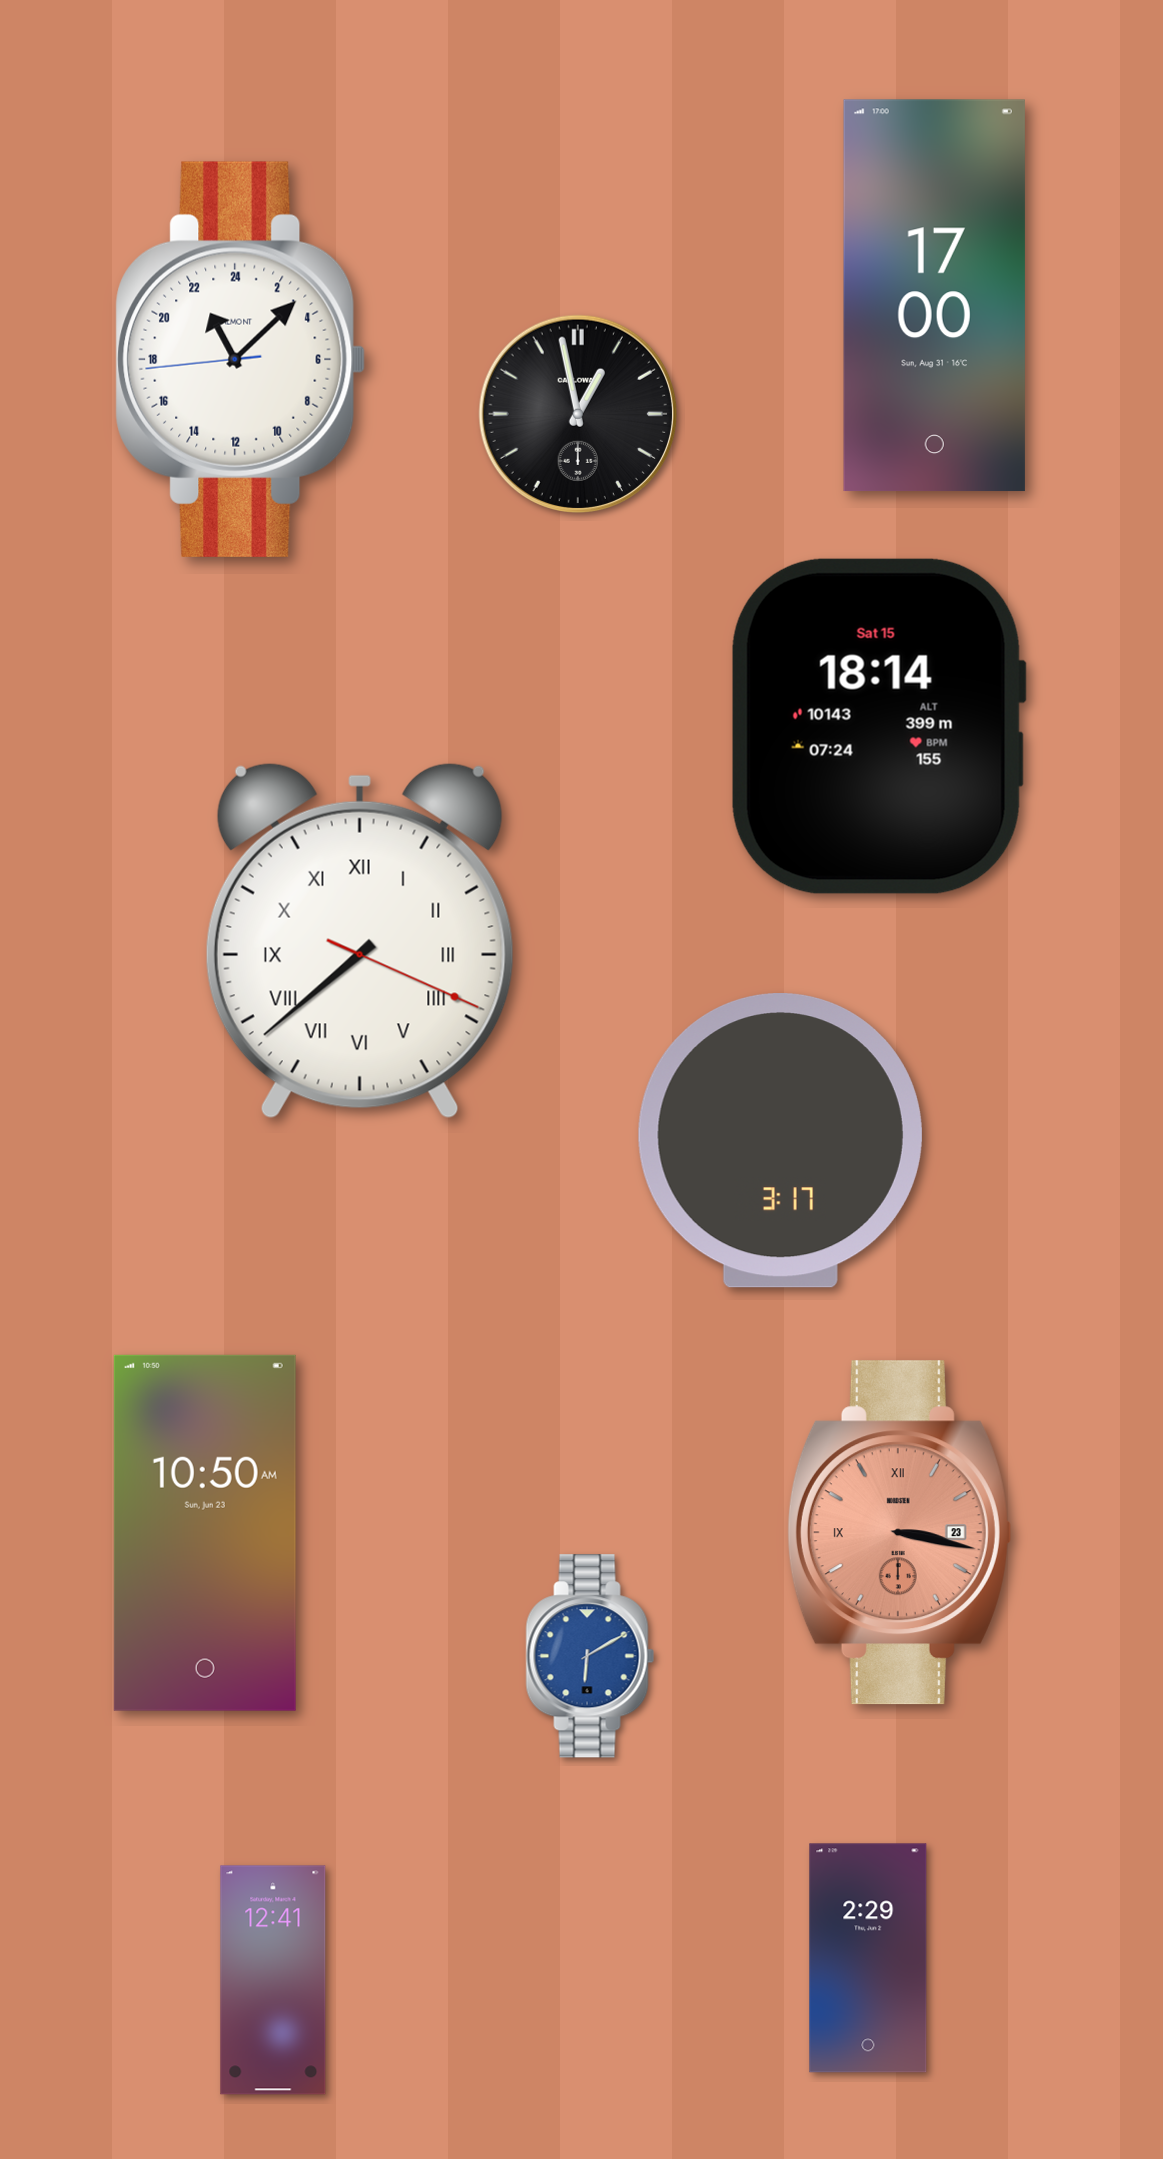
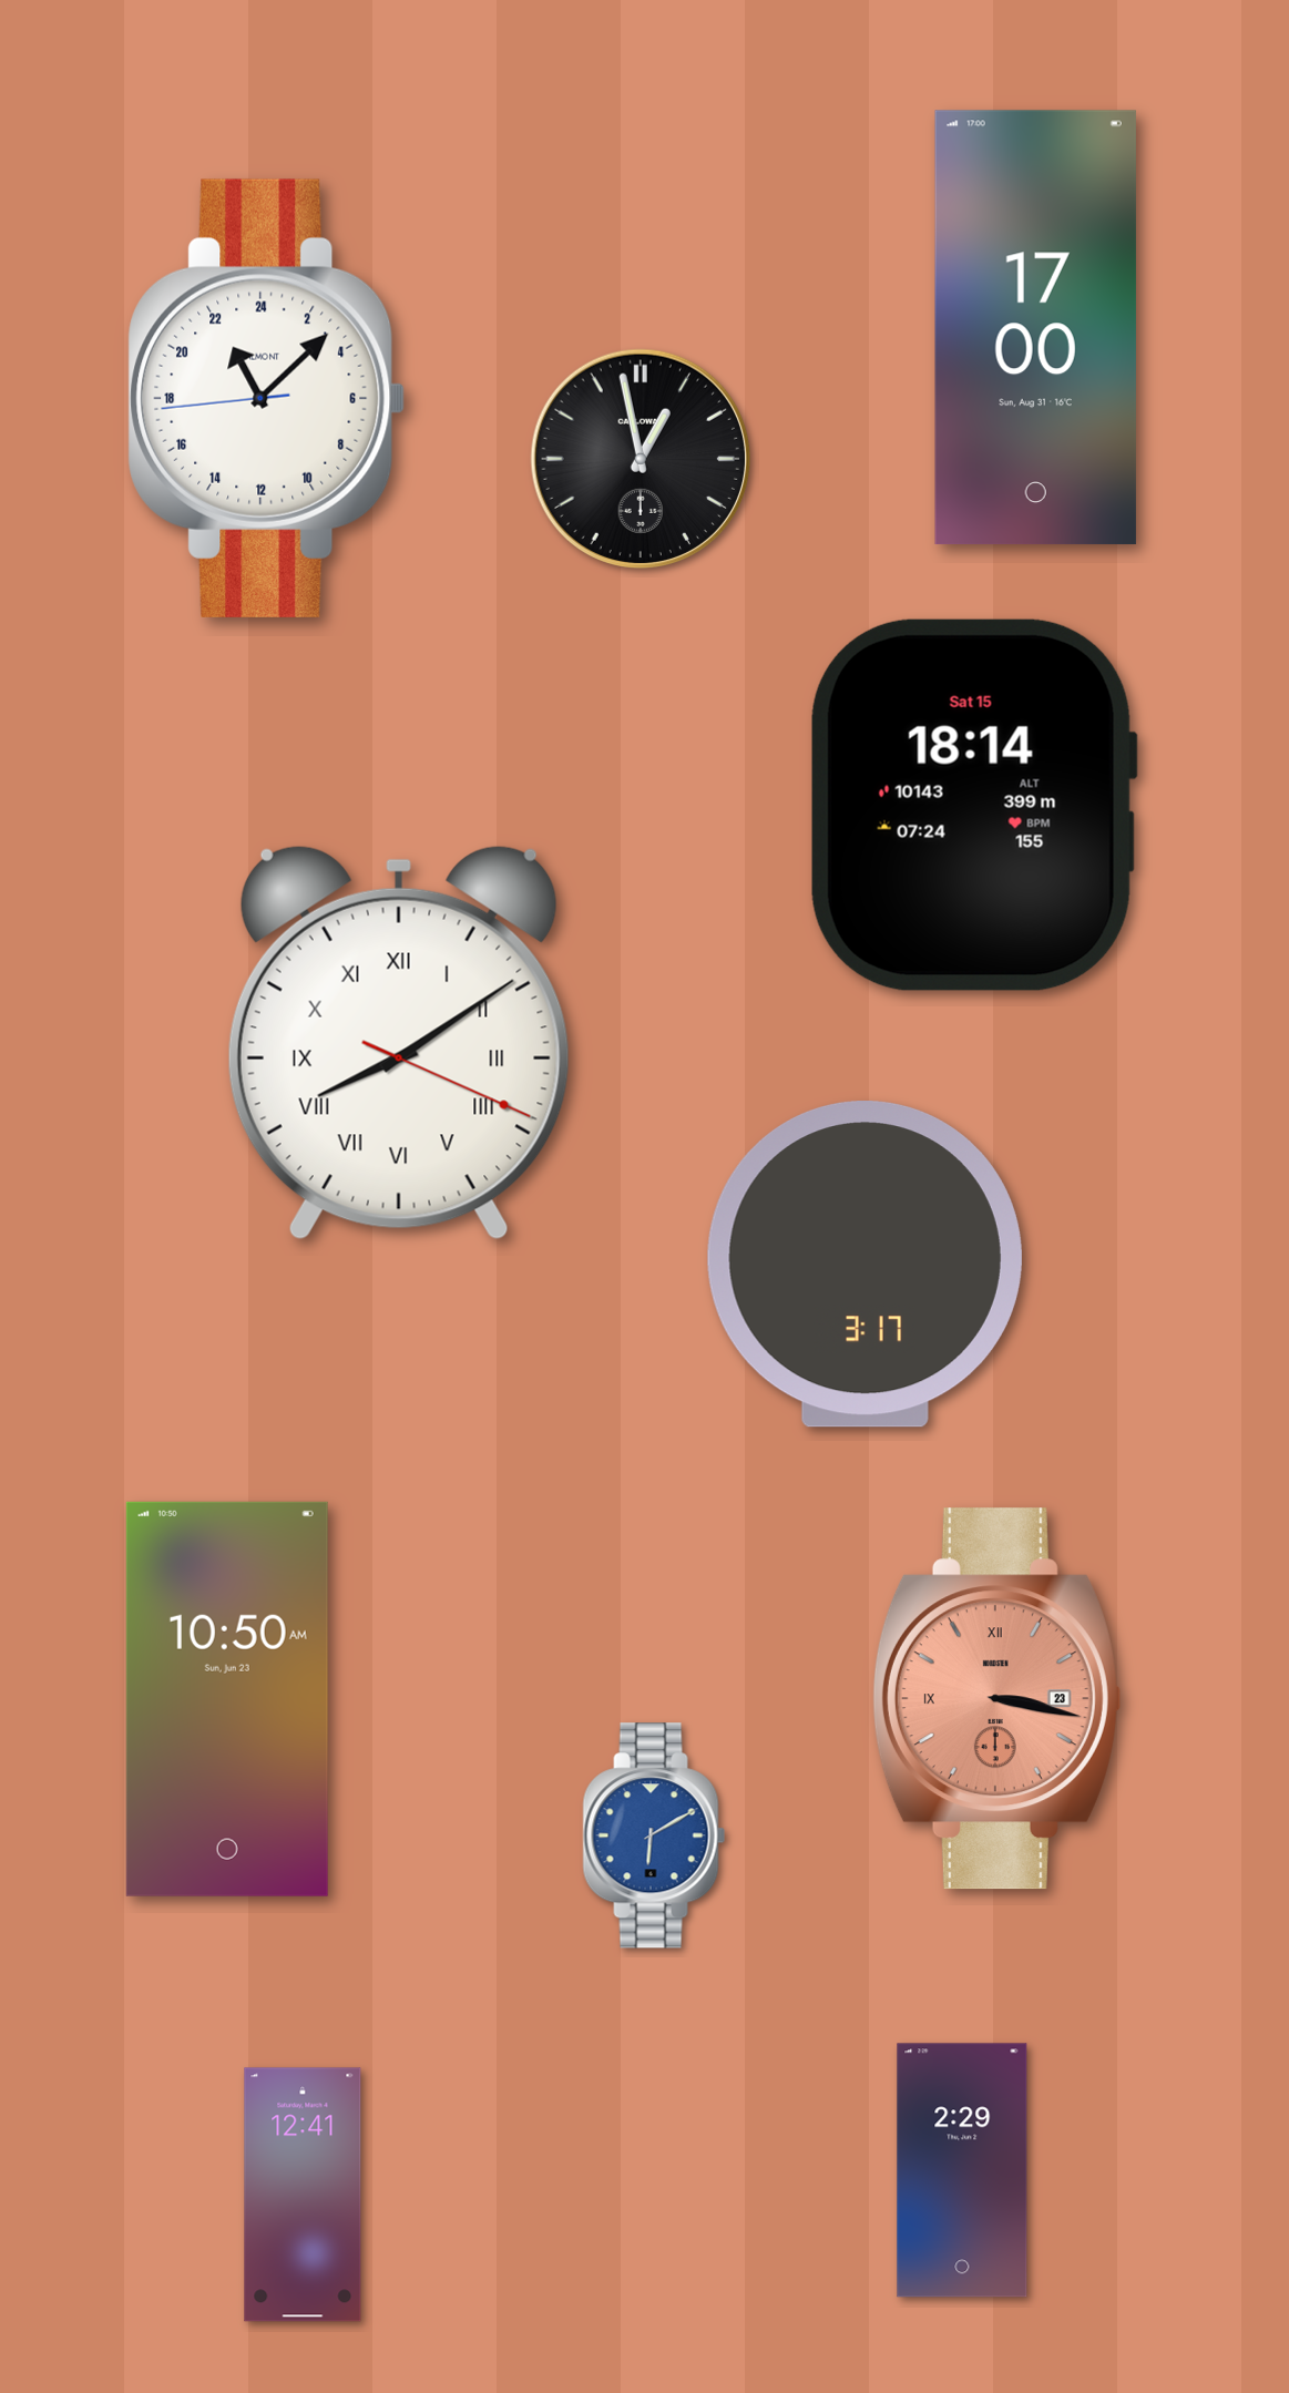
clock at (360, 941): 7:38 -> 8:09
